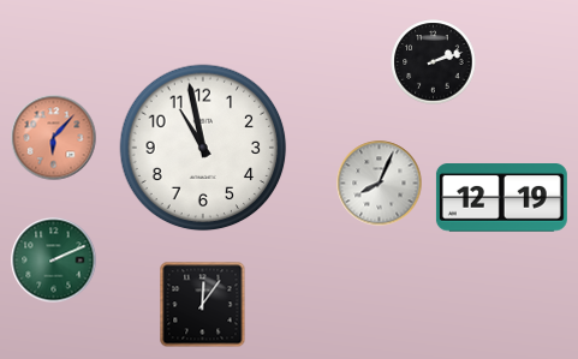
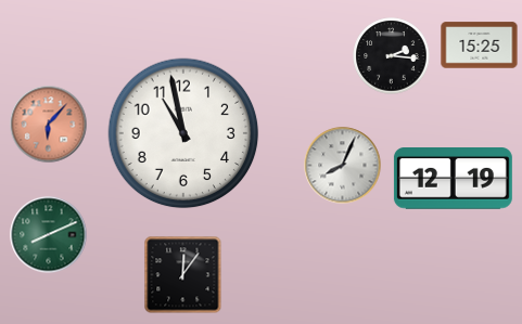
clock at (480, 46): none -> 15:25
clock at (434, 62): 2:12 -> 2:16
clock at (54, 261): 2:11 -> 8:11
